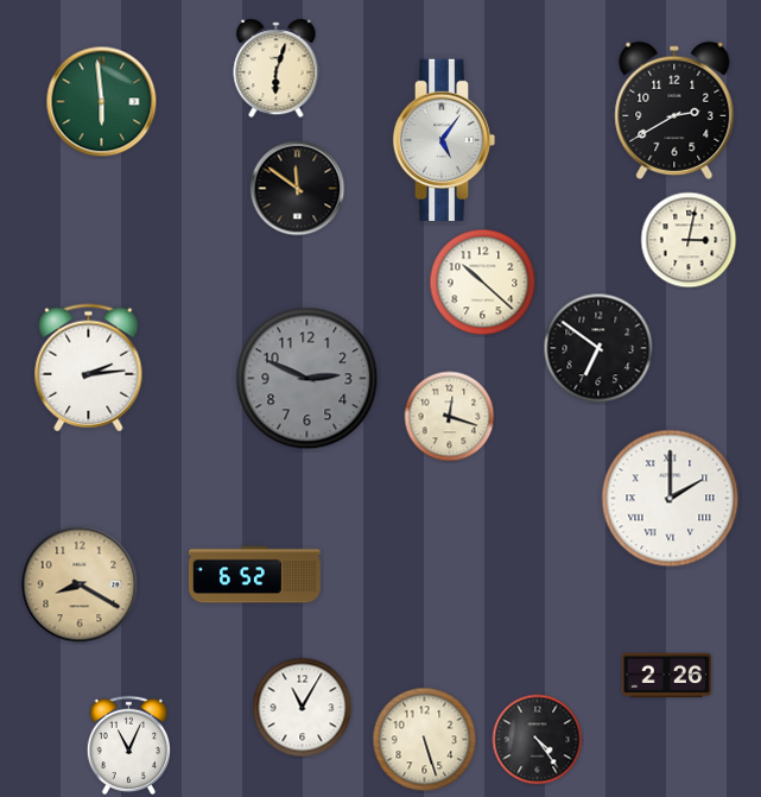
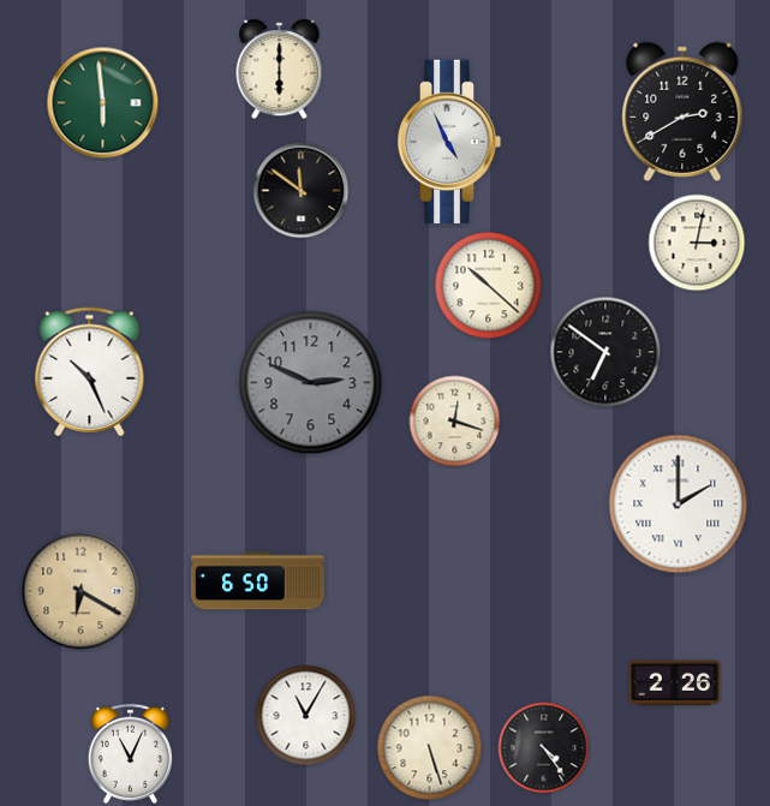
clock at (277, 69): 6:03 -> 6:00
clock at (444, 140): 5:06 -> 4:56
clock at (89, 368): 2:14 -> 10:26
clock at (254, 575): 6:52 -> 6:50
clock at (80, 584): 8:20 -> 6:20
